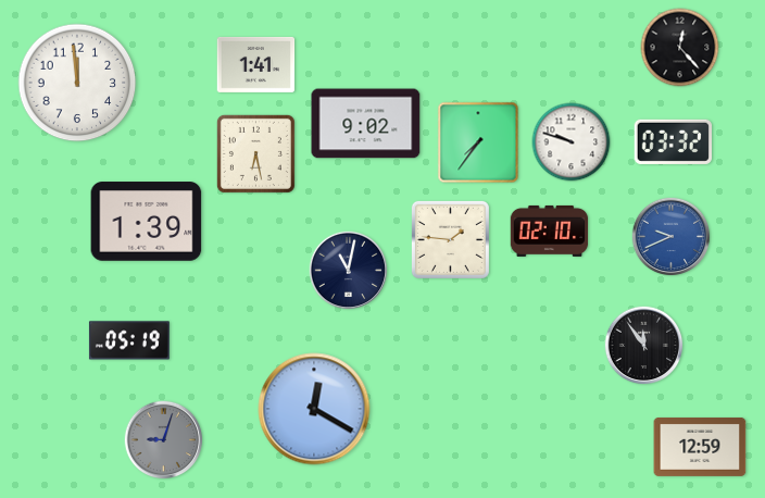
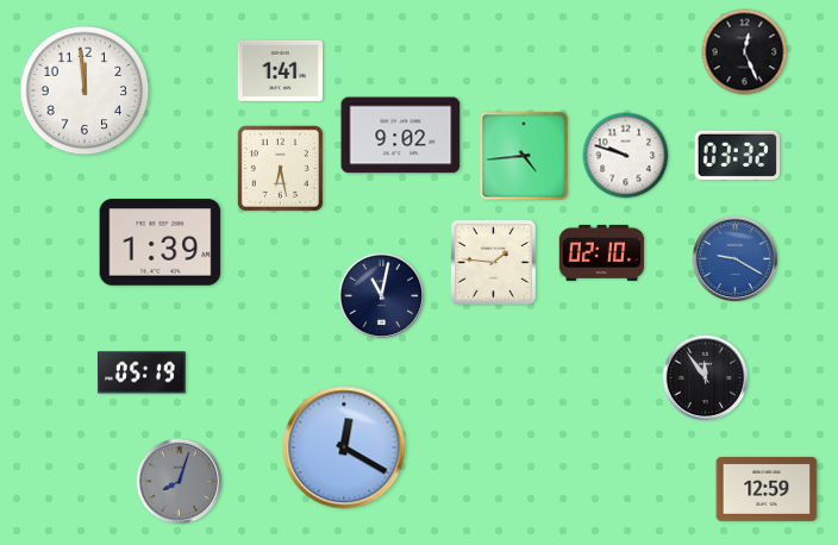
clock at (680, 48): 12:23 -> 12:26
clock at (478, 142): 7:36 -> 4:44
clock at (672, 237): 9:41 -> 9:20
clock at (164, 440): 9:03 -> 8:03
